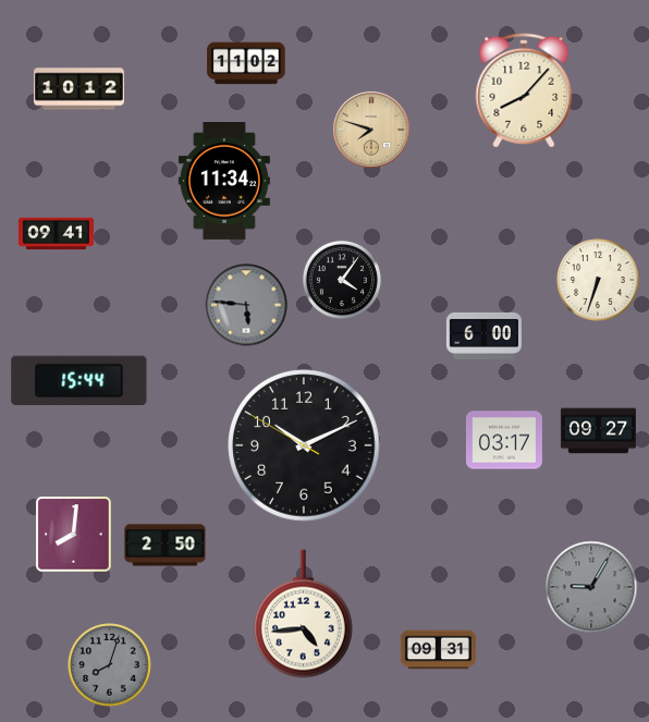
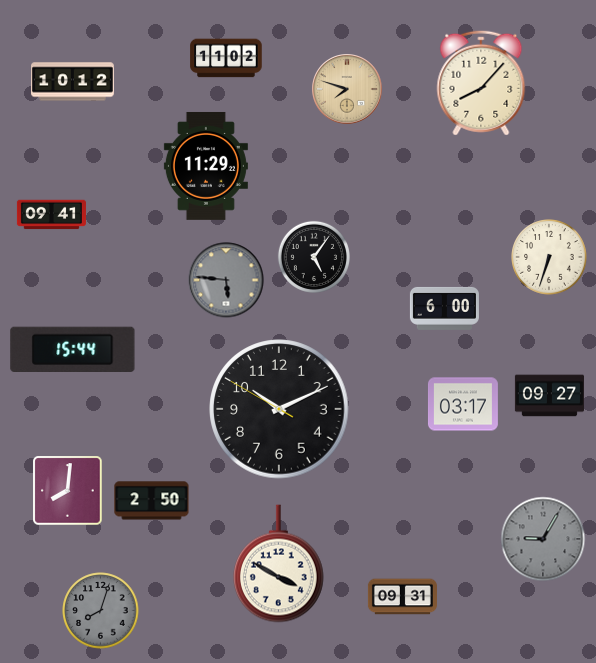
clock at (372, 131) position: (372, 131) -> (348, 90)
clock at (224, 181): 11:34 -> 11:29
clock at (342, 280): 4:06 -> 5:06
clock at (304, 614): 4:44 -> 3:50
